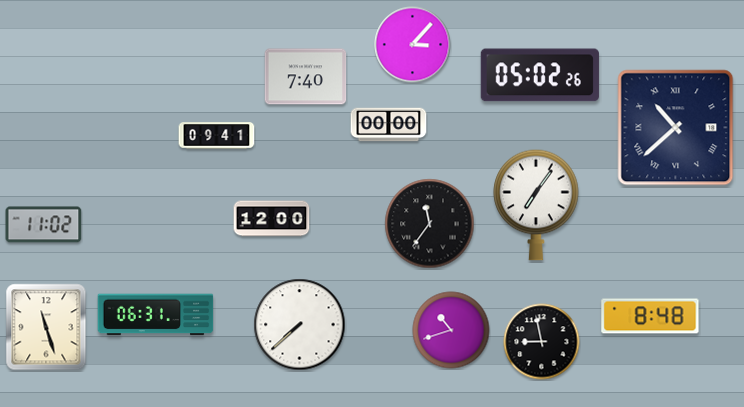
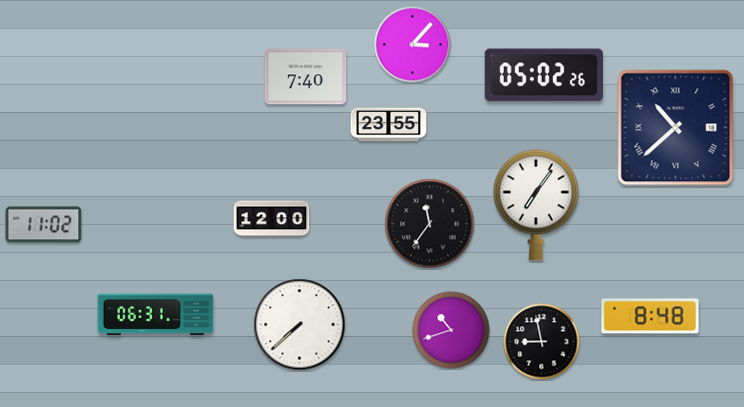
clock at (540, 75) position: (540, 75) -> (544, 75)
clock at (389, 125): 00:00 -> 23:55
clock at (217, 136): 09:41 -> none
clock at (46, 327): 11:27 -> none
